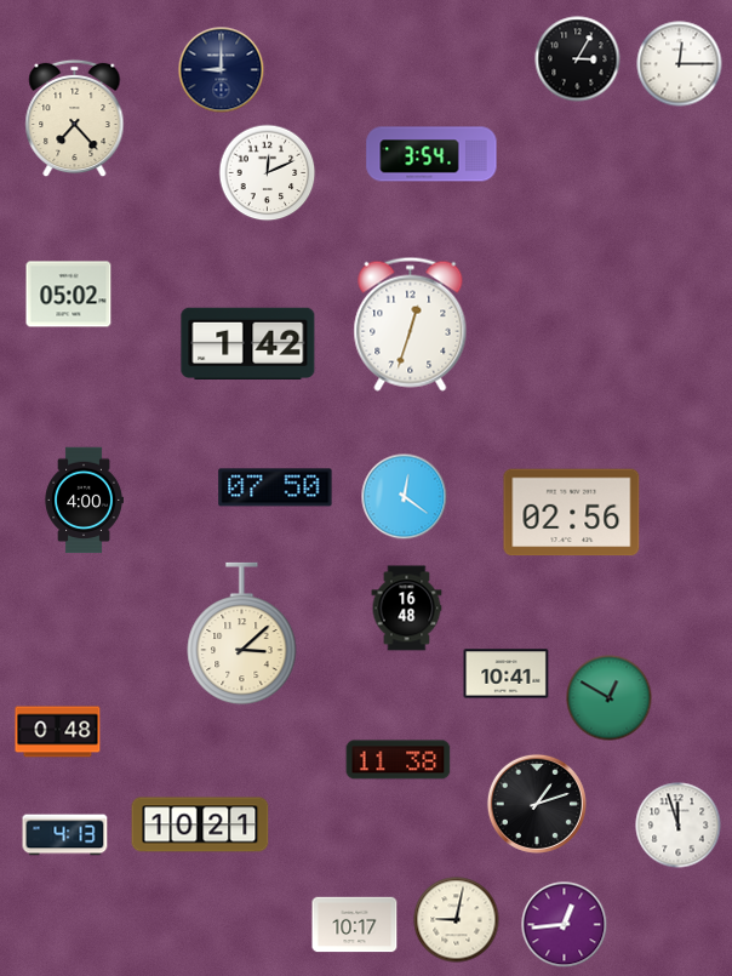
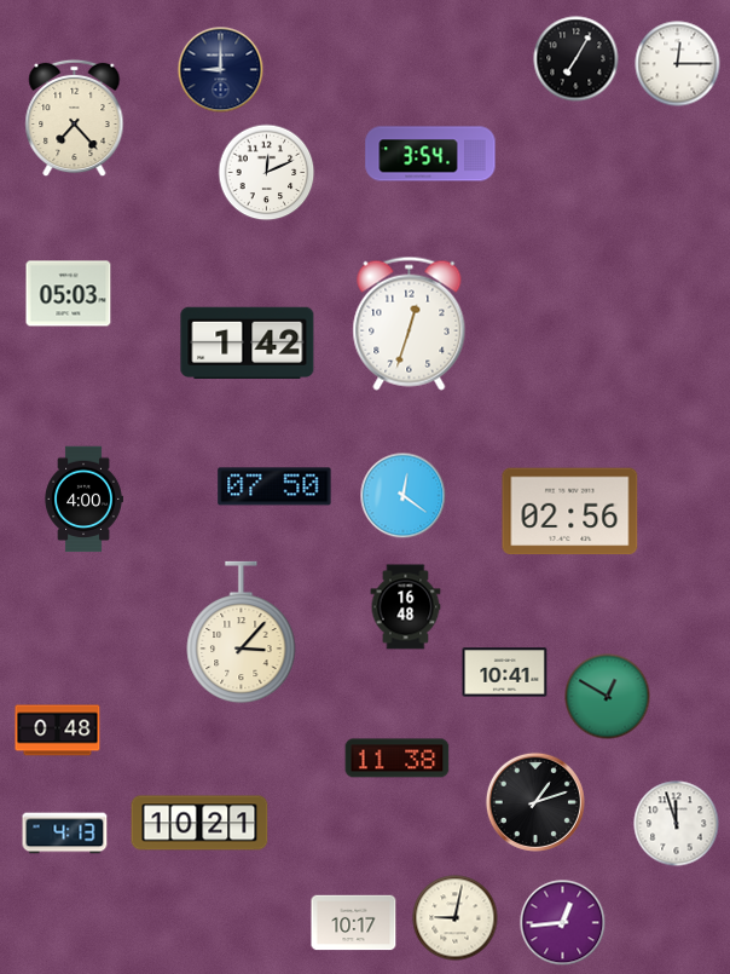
clock at (578, 59): 3:05 -> 7:05
clock at (69, 295): 05:02 -> 05:03
clock at (242, 634): 3:08 -> 3:07
